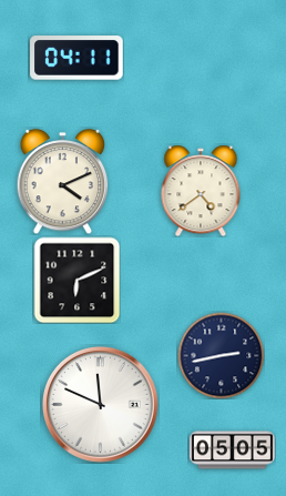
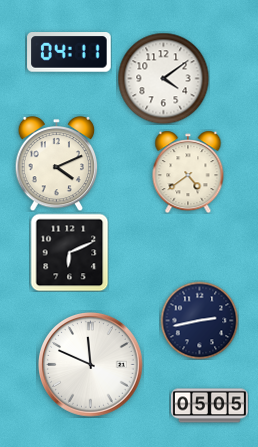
clock at (163, 78): none -> 4:09
clock at (201, 191) position: (201, 191) -> (188, 172)
